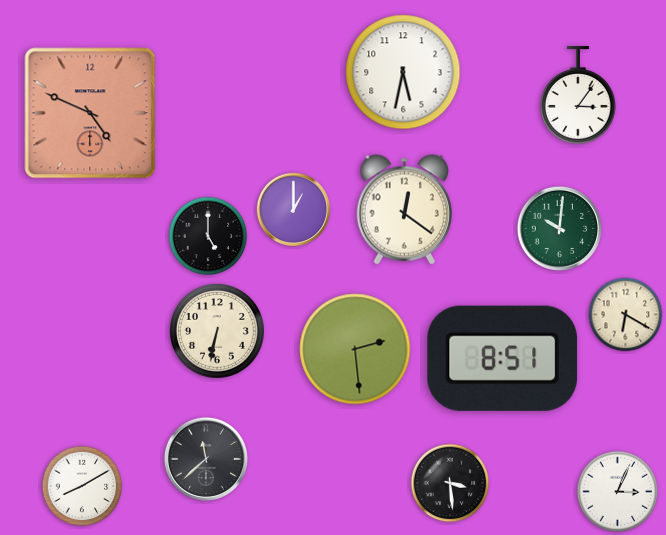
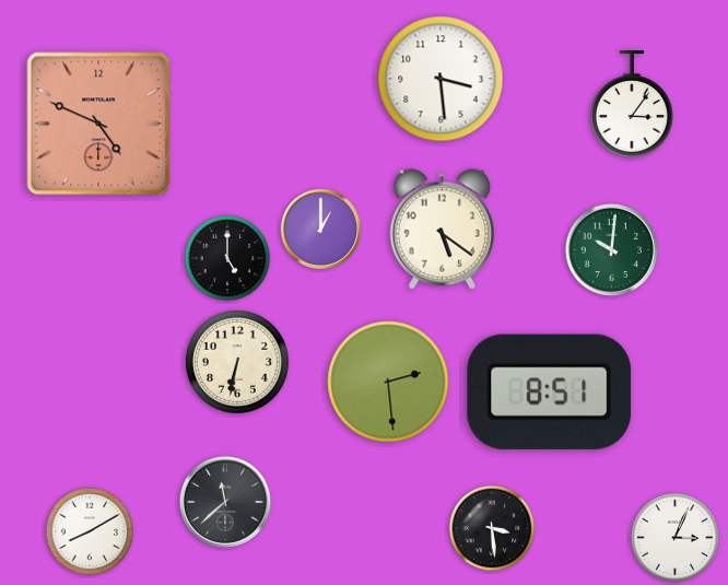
clock at (403, 72): 5:32 -> 3:29
clock at (404, 210): 12:21 -> 5:21
clock at (626, 315): 6:20 -> none
